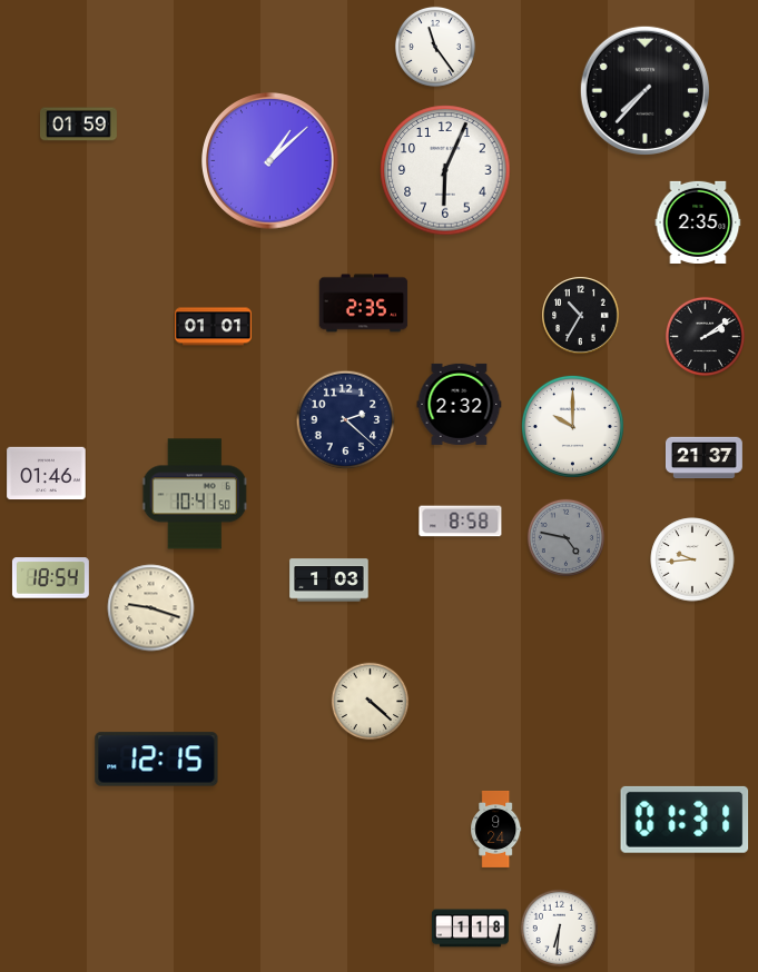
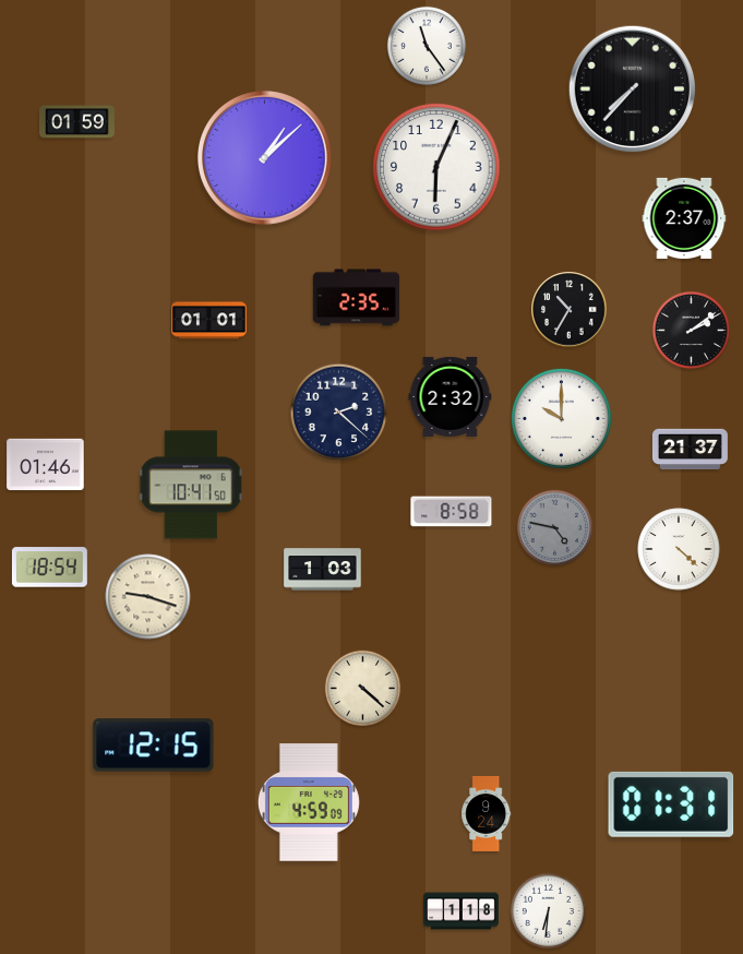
clock at (698, 222): 2:35 -> 2:37
clock at (692, 559): 9:44 -> 4:22
clock at (309, 802): none -> 4:59
